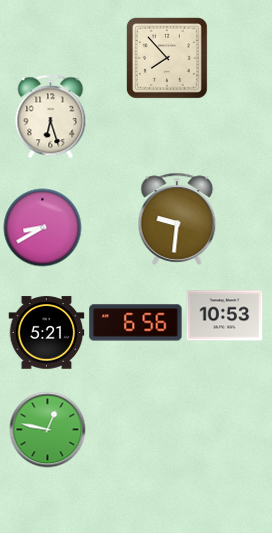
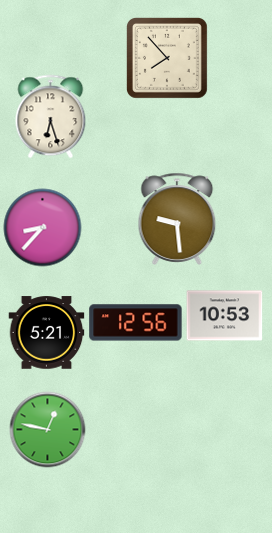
clock at (177, 219): 9:31 -> 9:29
clock at (43, 228): 8:40 -> 8:37
clock at (136, 323): 6:56 -> 12:56
